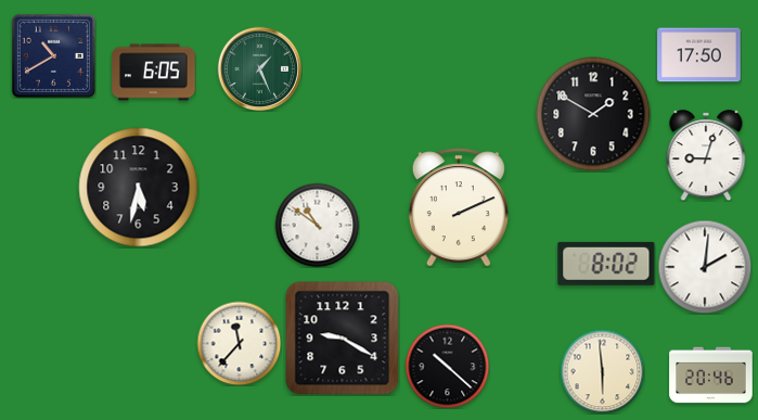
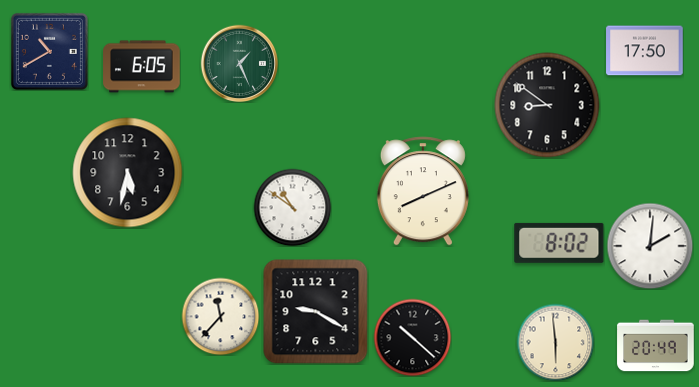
clock at (593, 114): 1:50 -> 8:51
clock at (706, 155): 9:03 -> none
clock at (459, 207): 2:11 -> 8:11
clock at (711, 376): 20:46 -> 20:49
